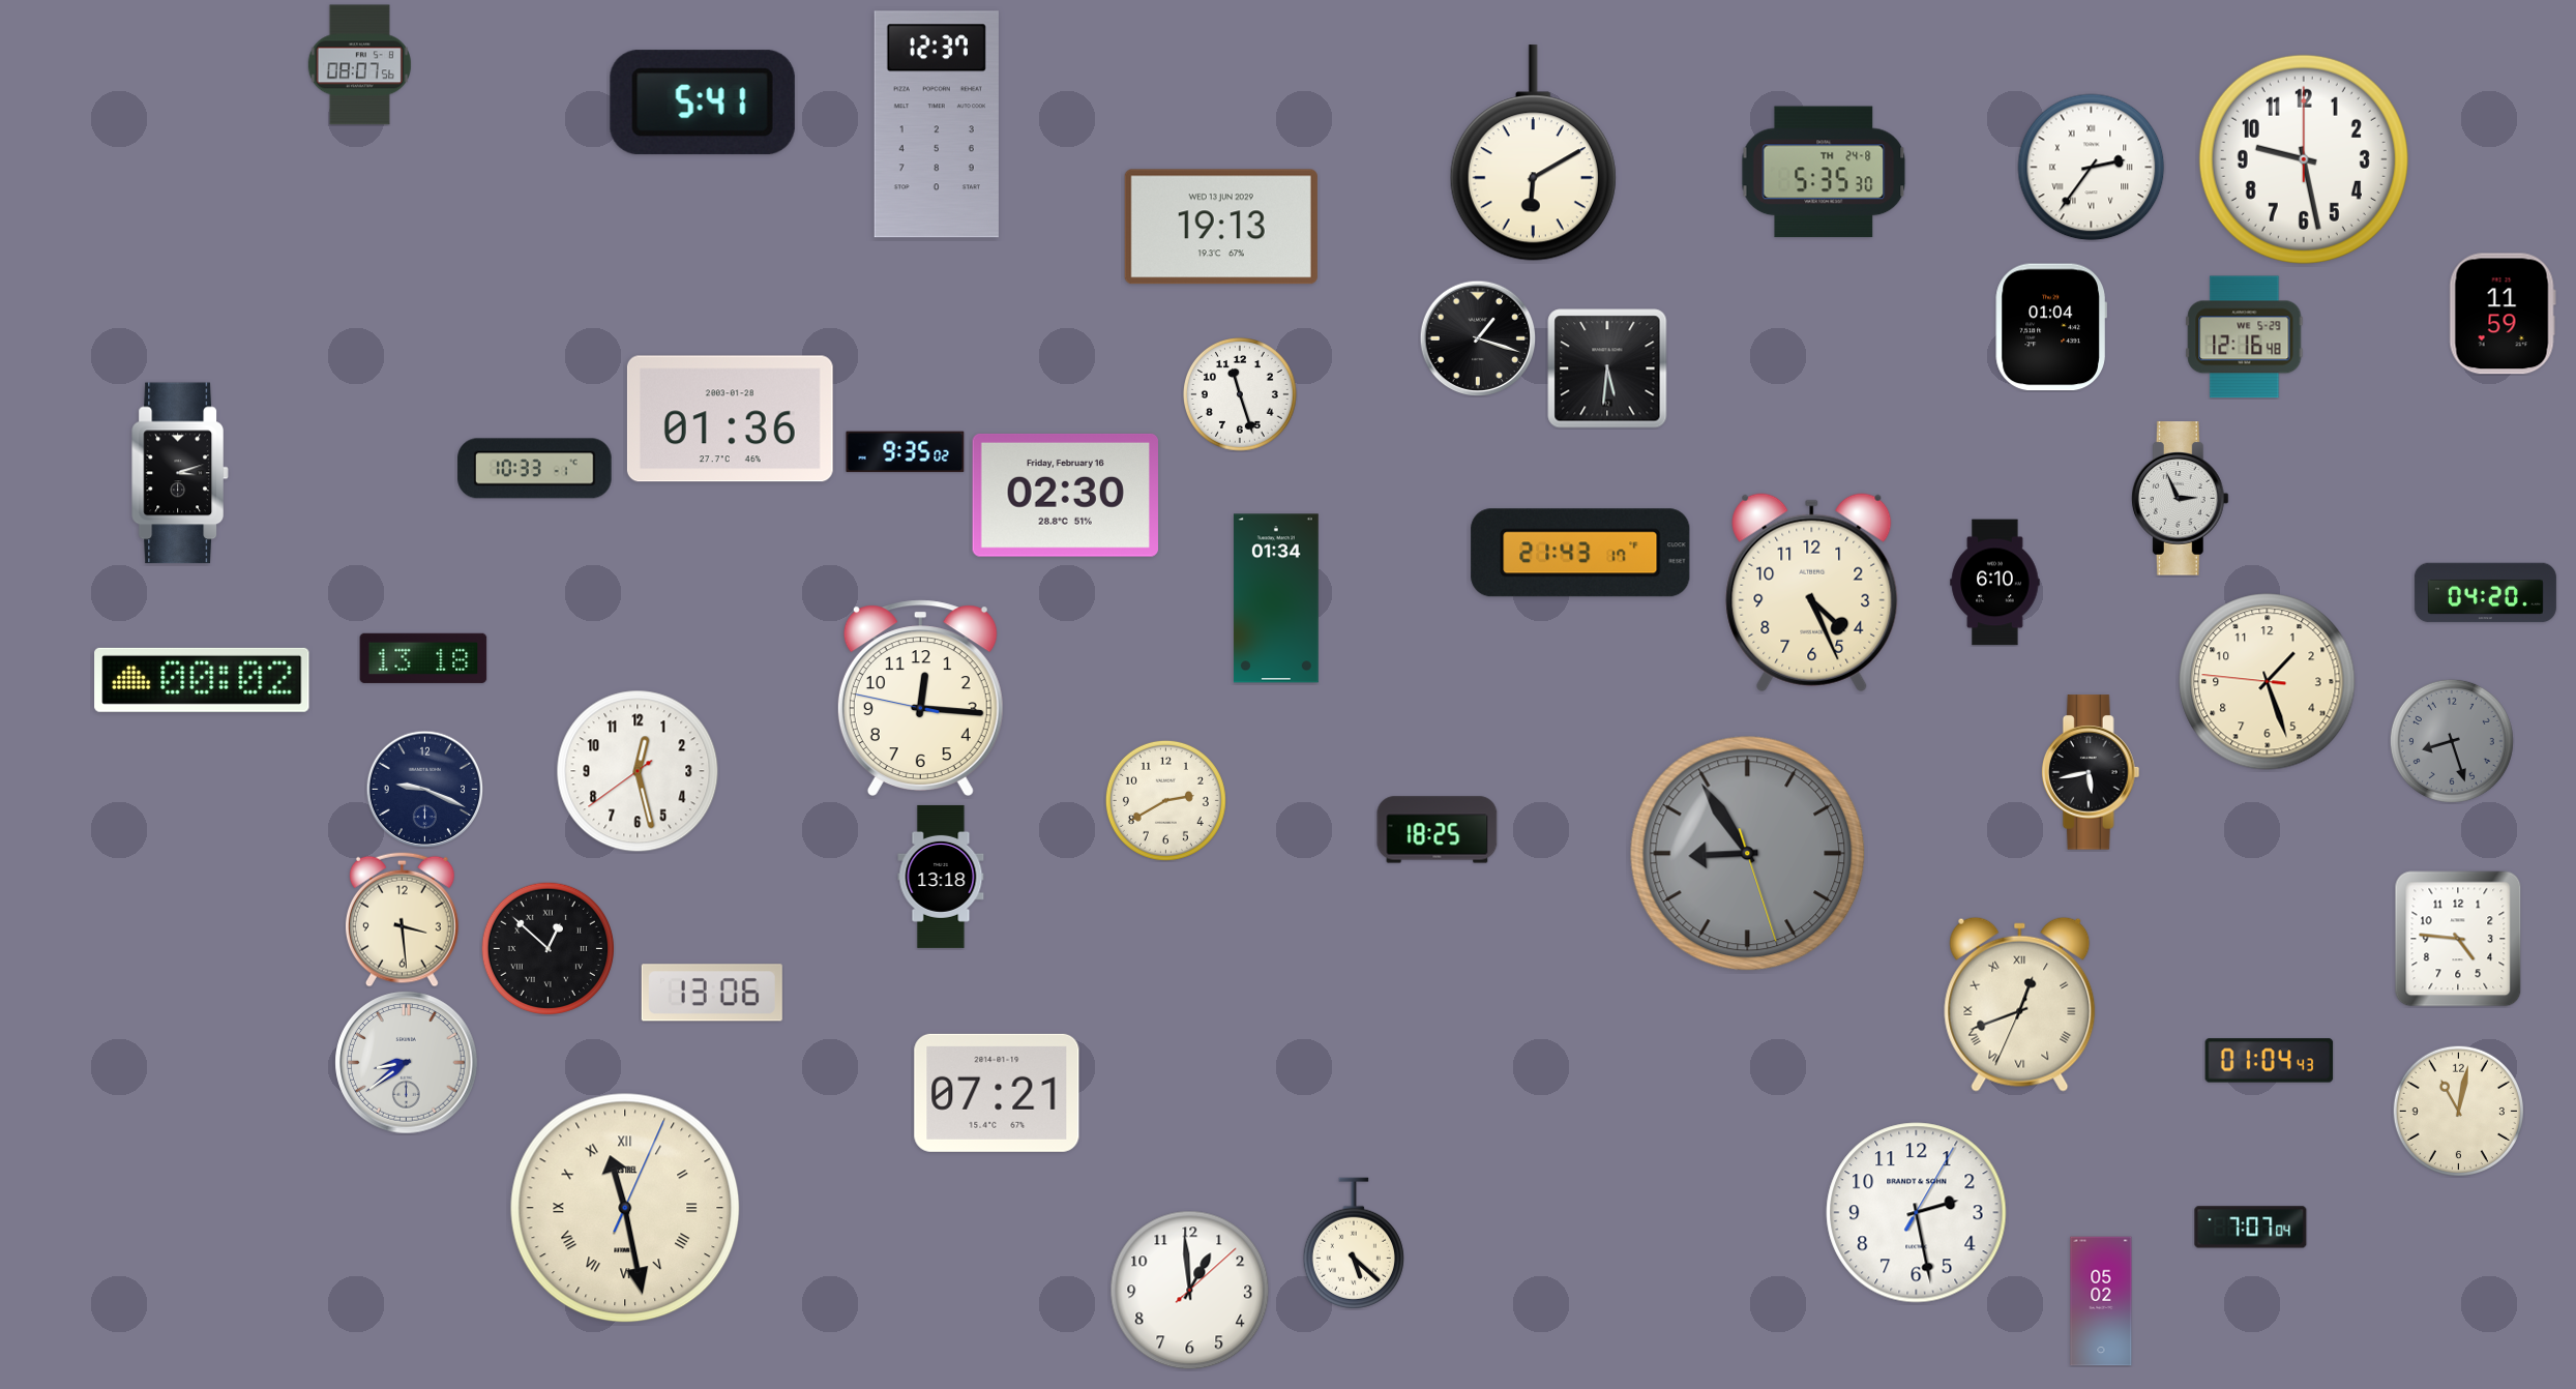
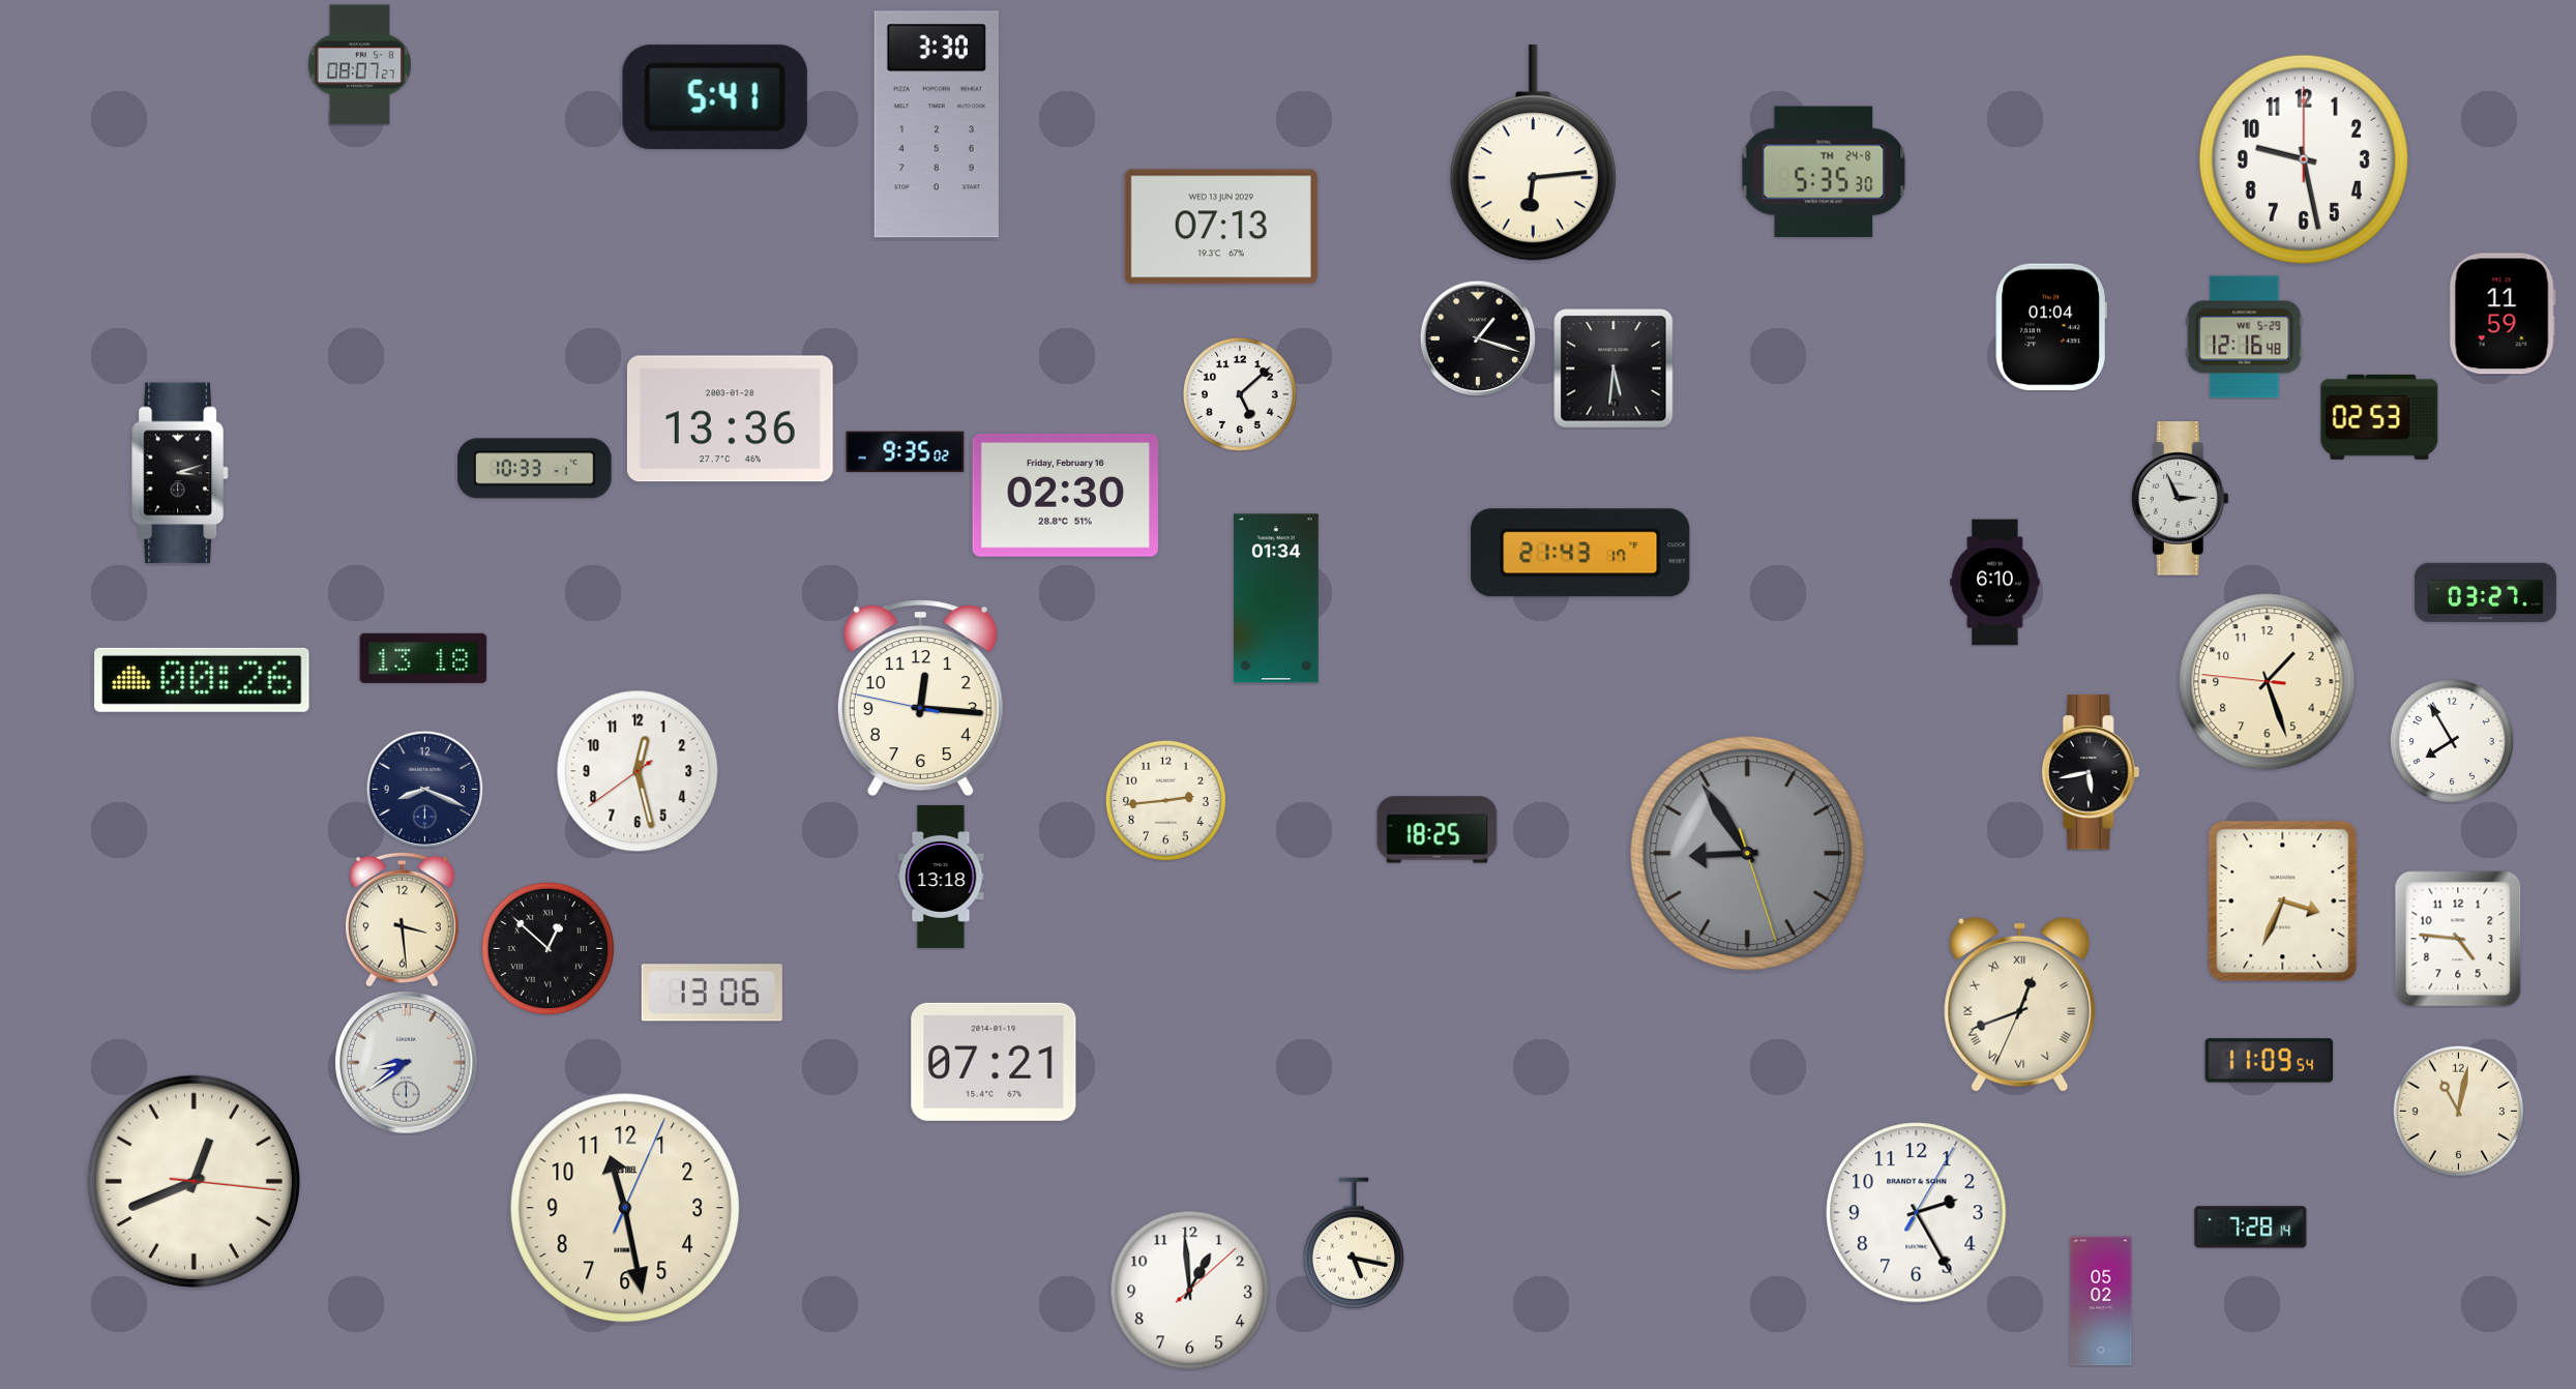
clock at (359, 65): 08:07:56 -> 08:07:27
clock at (703, 102) position: (703, 102) -> (715, 97)
clock at (937, 124): 12:37 -> 3:30
clock at (1533, 153): 6:10 -> 6:14
clock at (2092, 168): 2:36 -> none
clock at (1221, 227): 19:13 -> 07:13
clock at (1607, 368) position: (1607, 368) -> (1613, 368)
clock at (1241, 395): 11:27 -> 5:08
clock at (2379, 417): none -> 02:53
clock at (730, 419): 01:36 -> 13:36
clock at (1812, 593): 4:26 -> none
clock at (2485, 593): 04:20 -> 03:27
clock at (202, 680): 00:02 -> 00:26
clock at (2452, 741): 8:27 -> 7:55
clock at (2452, 741) dial: grey -> white
clock at (424, 789): 9:19 -> 8:19
clock at (1165, 800): 2:40 -> 2:44
clock at (2283, 902): none -> 3:34
clock at (2270, 1061): 01:04 -> 11:09
clock at (997, 1093) position: (997, 1093) -> (994, 1062)
clock at (194, 1181): none -> 12:41
clock at (625, 1208) numerals: Roman -> Arabic
clock at (1917, 1213): 2:28 -> 2:25
clock at (2251, 1228): 7:07 -> 7:28
clock at (1354, 1243): 5:22 -> 5:17
